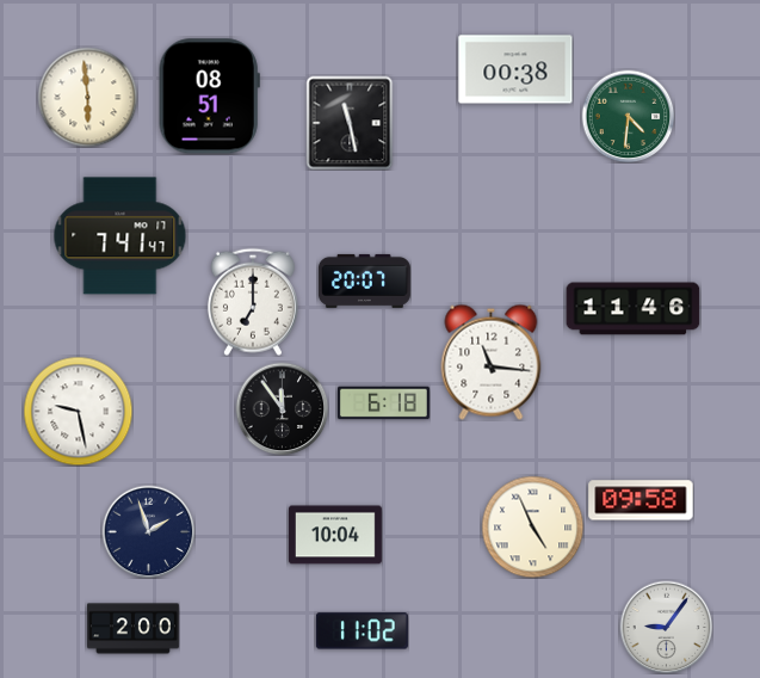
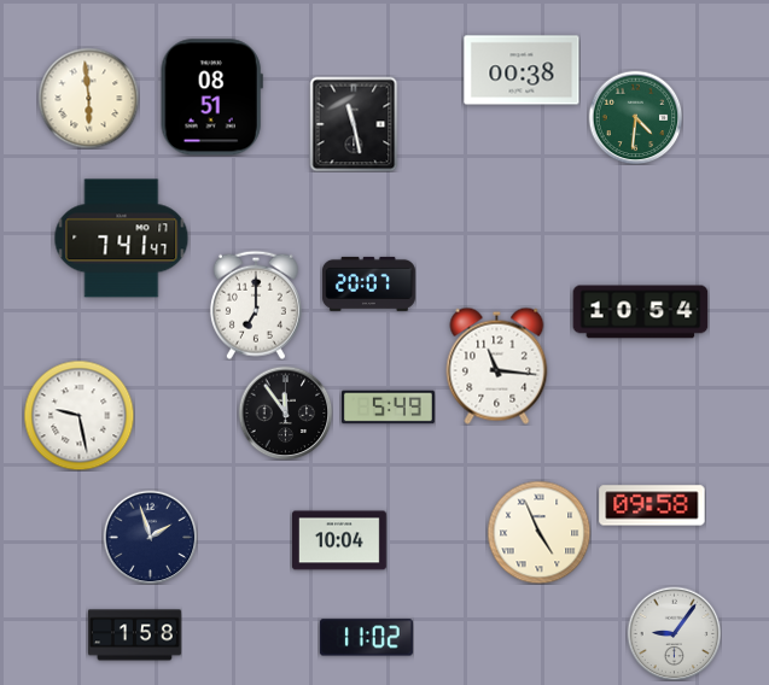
clock at (634, 309): 11:46 -> 10:54
clock at (383, 403): 6:18 -> 5:49
clock at (641, 500) position: (641, 500) -> (652, 505)
clock at (132, 629): 2:00 -> 1:58
